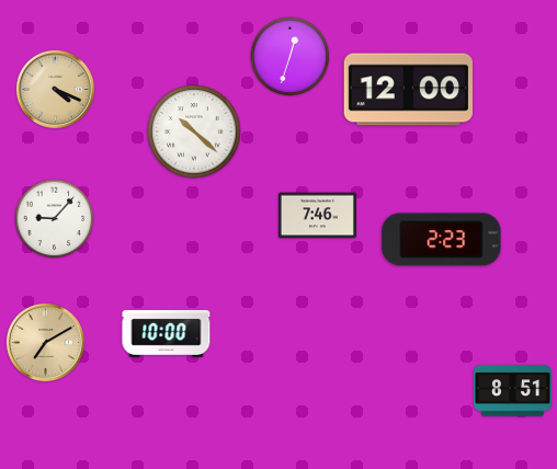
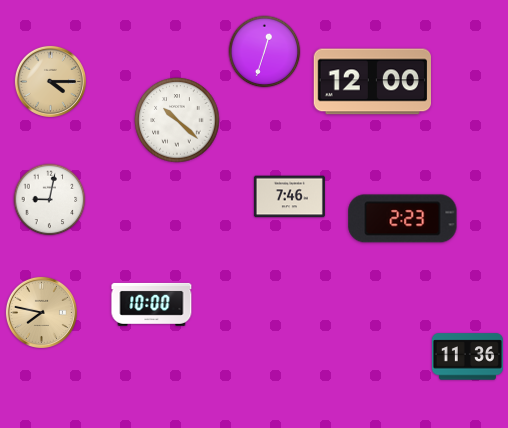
clock at (55, 89): 4:19 -> 4:15
clock at (55, 219): 9:07 -> 9:02
clock at (45, 342): 7:10 -> 7:47
clock at (512, 391): 8:51 -> 11:36
